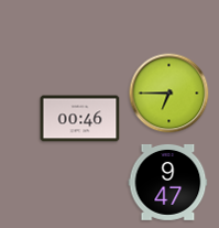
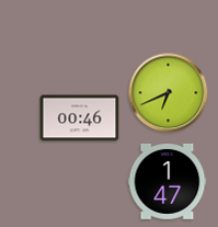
clock at (169, 94): 6:45 -> 6:41
clock at (168, 182): 9:47 -> 1:47
